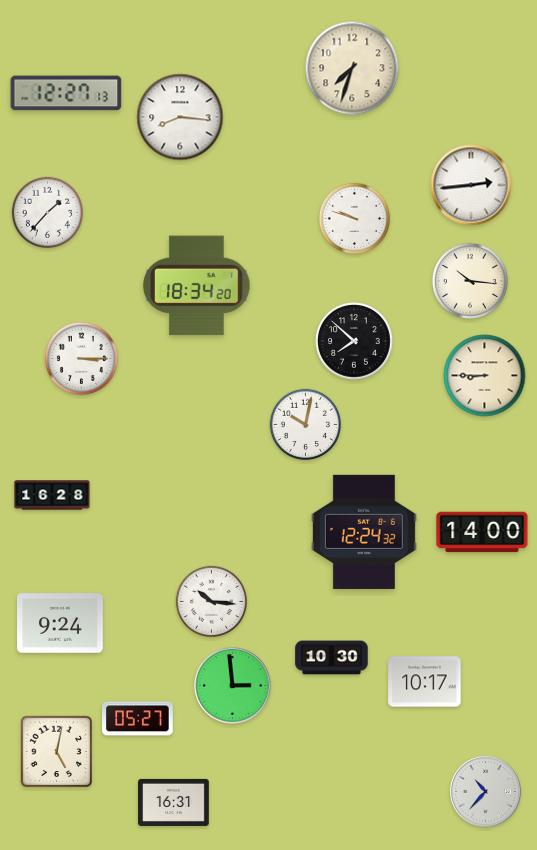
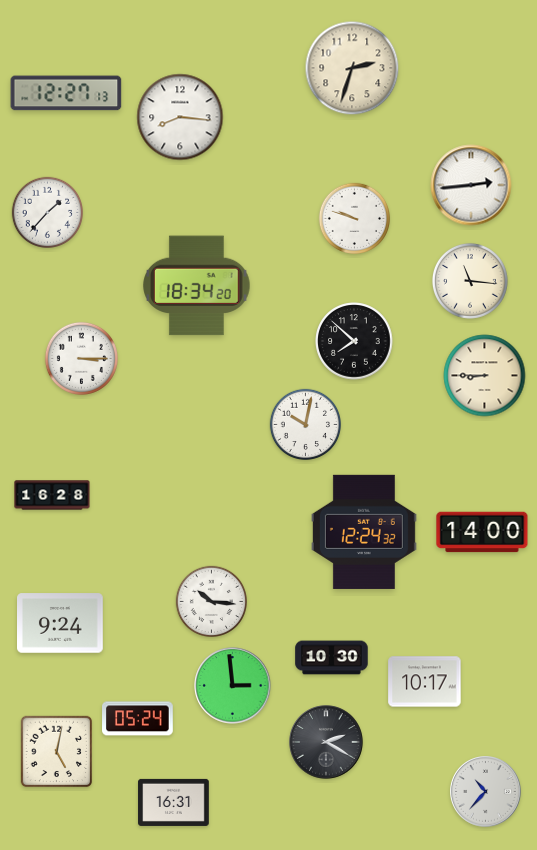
clock at (352, 68): 7:33 -> 2:33
clock at (470, 281): 10:16 -> 11:16
clock at (138, 719): 05:27 -> 05:24
clock at (326, 742): none -> 2:20
